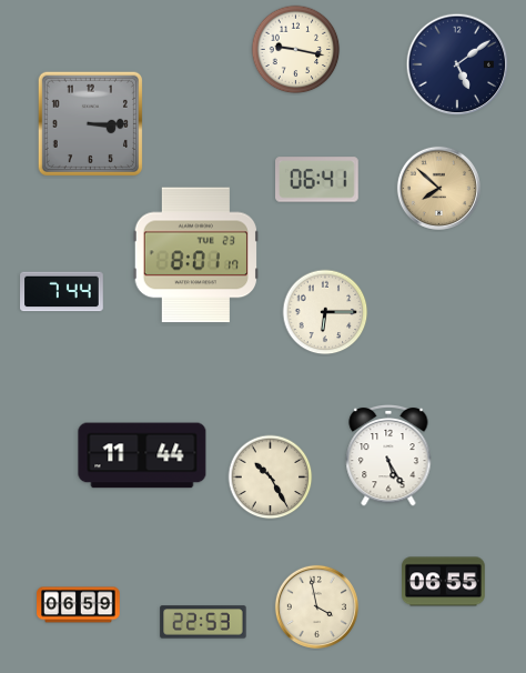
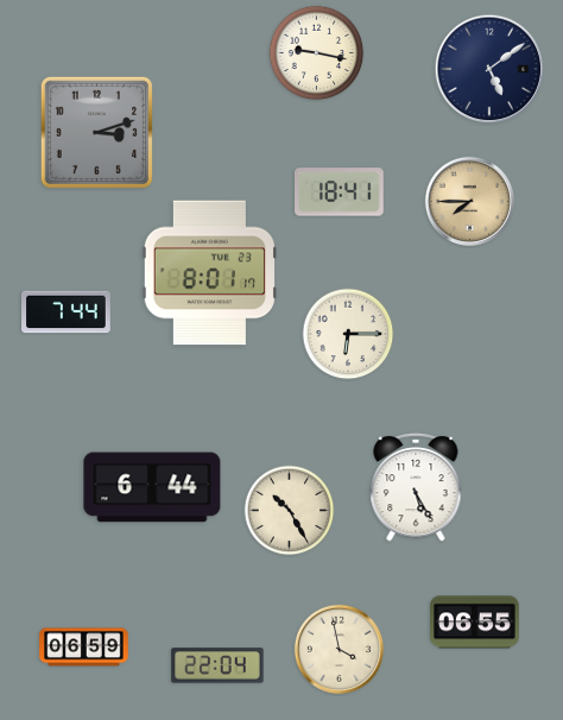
clock at (90, 123): 3:15 -> 3:12
clock at (317, 180): 06:41 -> 18:41
clock at (438, 188): 7:52 -> 7:45
clock at (142, 455): 11:44 -> 6:44
clock at (203, 622): 22:53 -> 22:04
